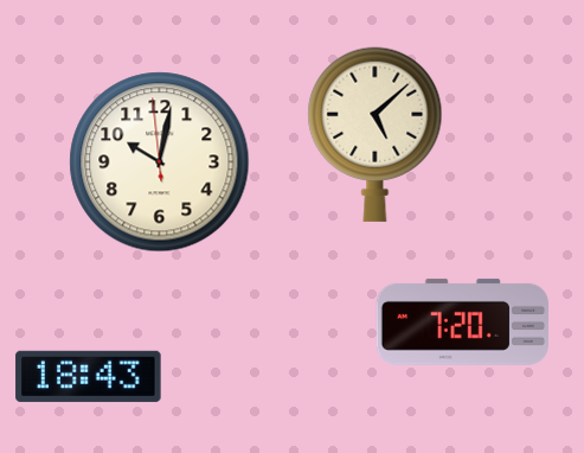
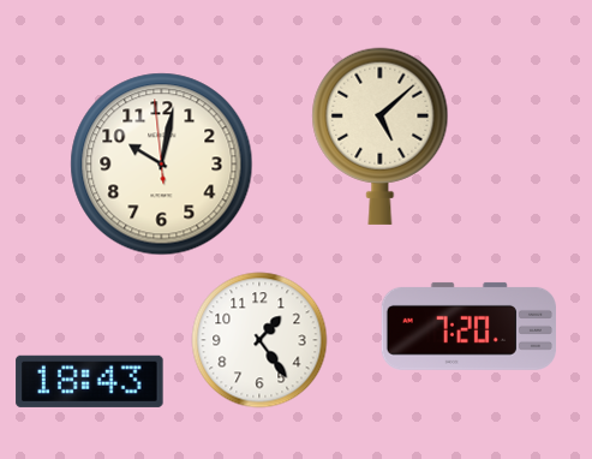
clock at (259, 340): none -> 1:24
